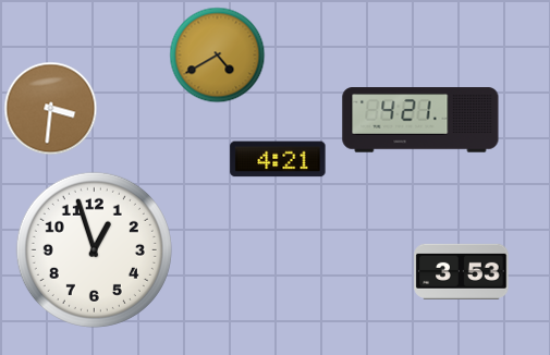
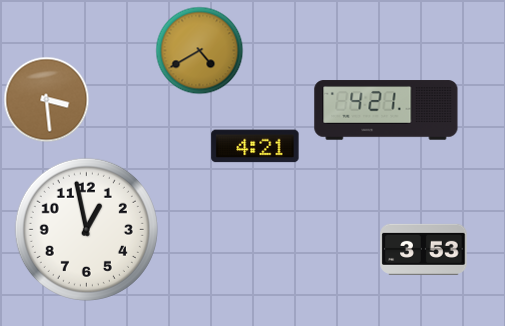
clock at (50, 108): 3:31 -> 3:29
clock at (94, 249): 12:57 -> 12:58
